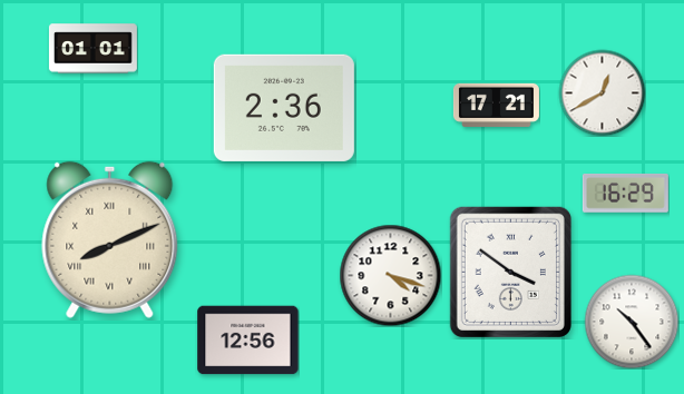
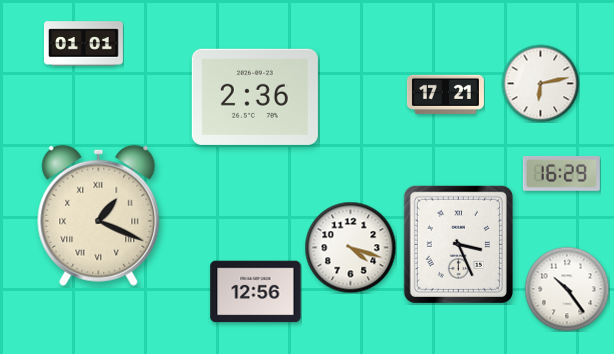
clock at (602, 92): 12:40 -> 6:13
clock at (110, 239): 8:11 -> 1:19
clock at (510, 272): 3:51 -> 3:26
clock at (248, 341) position: (248, 341) -> (256, 292)
